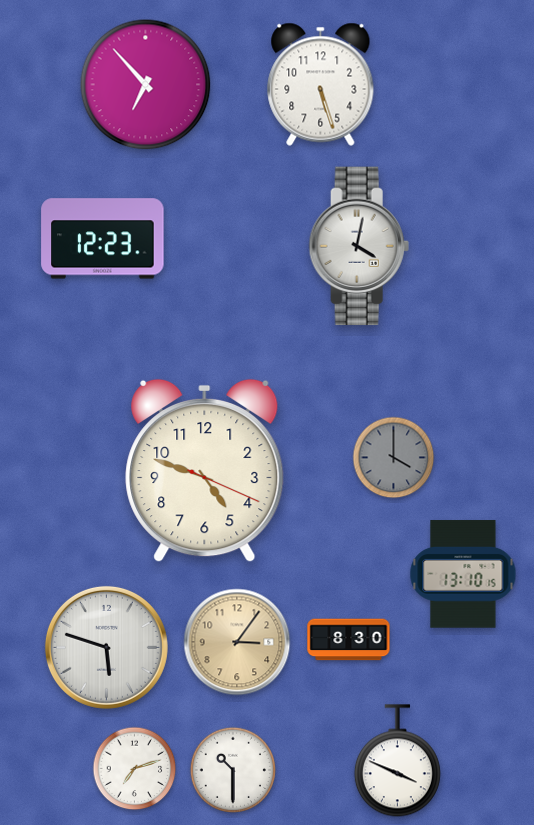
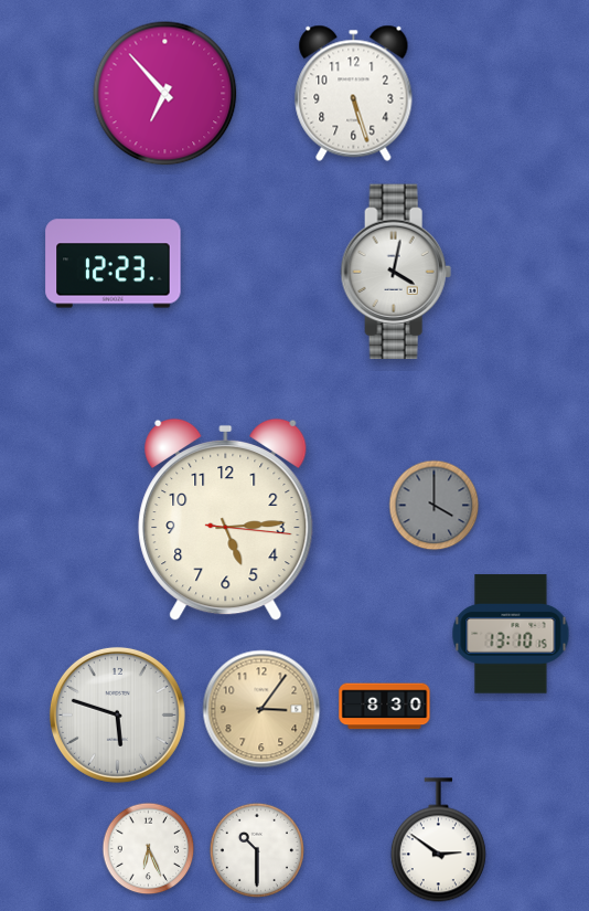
clock at (146, 85) position: (146, 85) -> (165, 94)
clock at (205, 471): 4:48 -> 5:14
clock at (397, 761): 3:49 -> 2:51
clock at (135, 769): 7:12 -> 6:26
